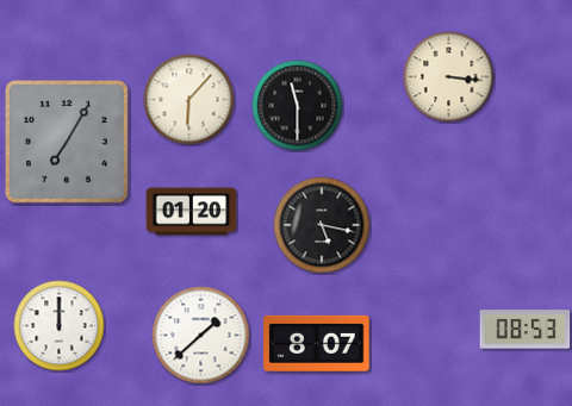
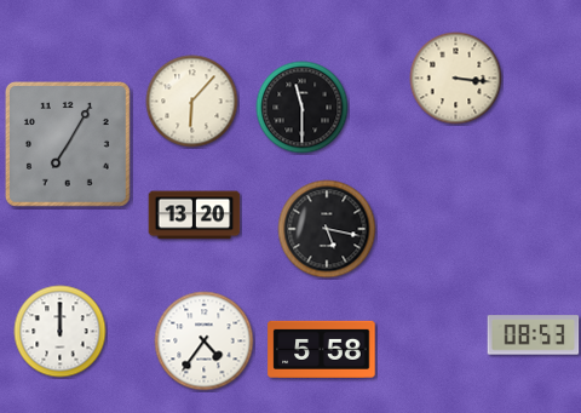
clock at (192, 212): 01:20 -> 13:20
clock at (201, 336): 1:38 -> 4:36
clock at (317, 343): 8:07 -> 5:58
